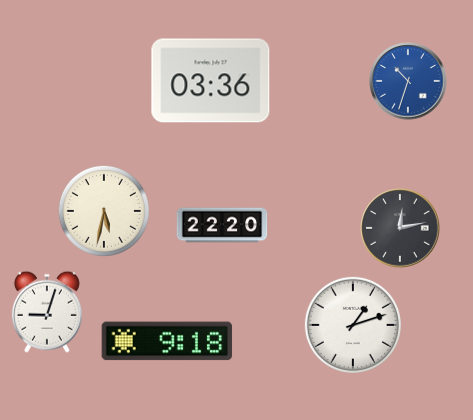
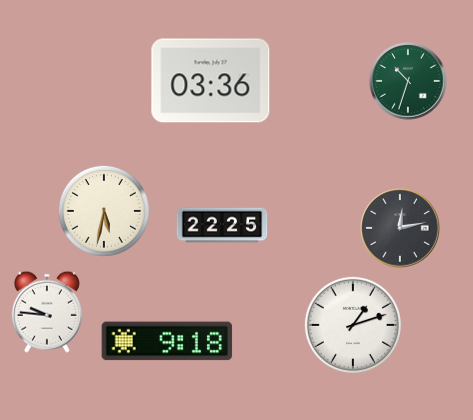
clock at (408, 81) dial: blue -> green
clock at (222, 225): 22:20 -> 22:25
clock at (47, 312): 9:03 -> 9:46
